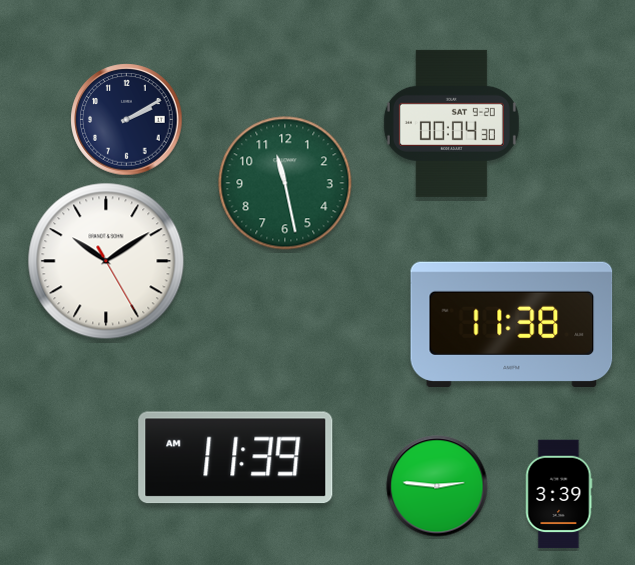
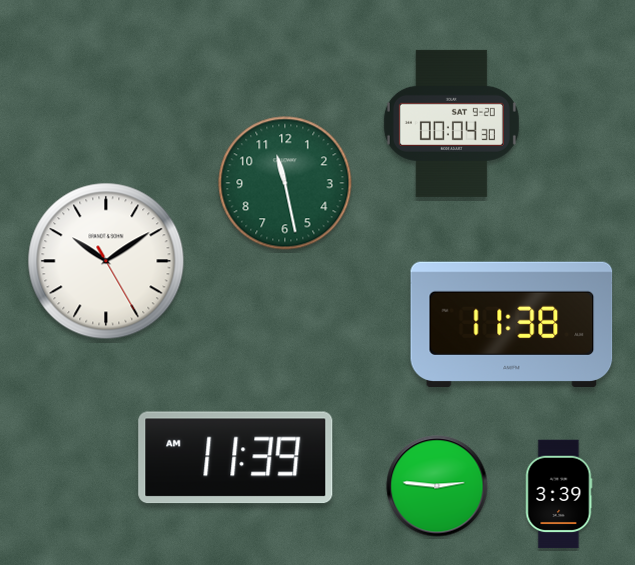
clock at (127, 120): 2:10 -> none
